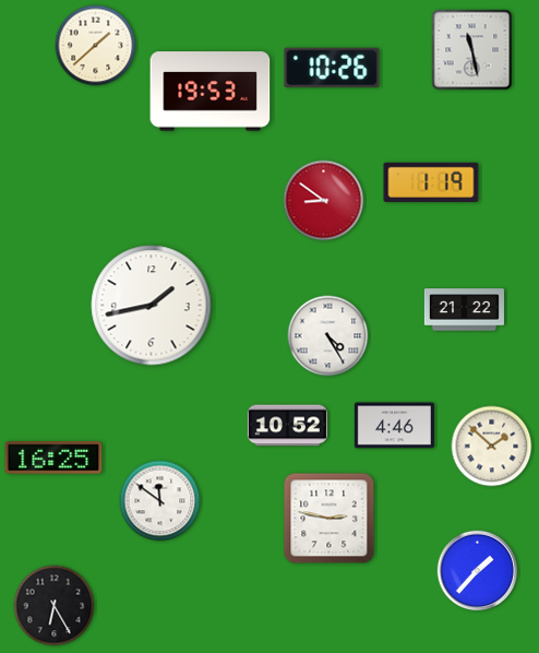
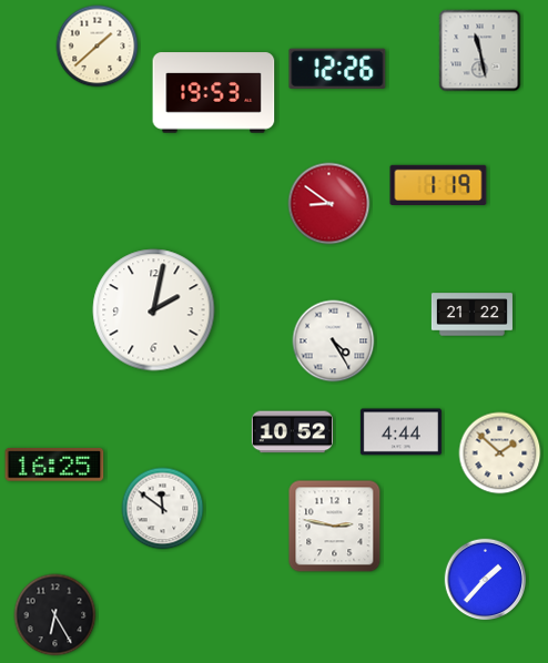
clock at (332, 68): 10:26 -> 12:26
clock at (152, 306): 1:43 -> 2:02
clock at (394, 426): 4:46 -> 4:44
